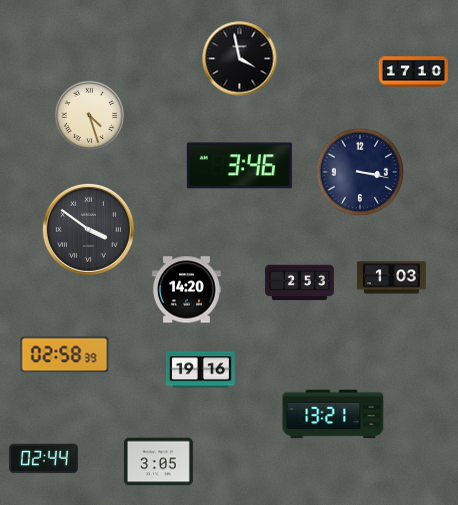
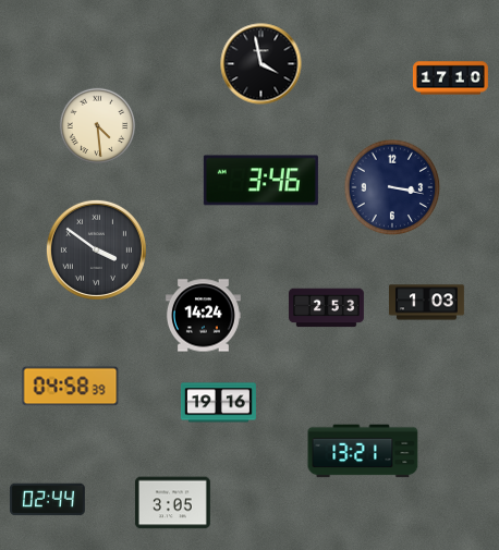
clock at (90, 116): 4:27 -> 4:29
clock at (186, 290): 14:20 -> 14:24
clock at (65, 355): 02:58 -> 04:58
